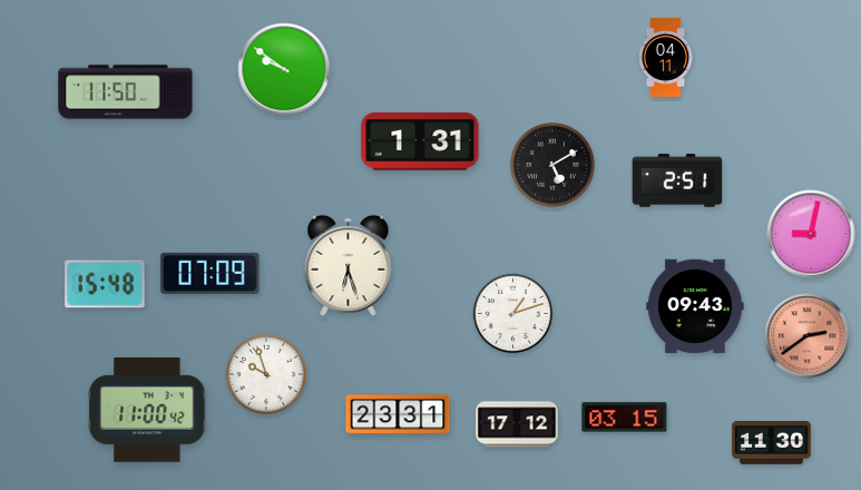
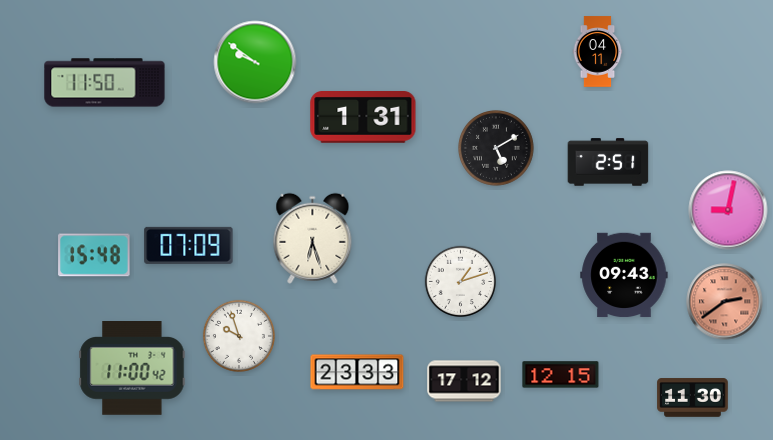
clock at (126, 92) position: (126, 92) -> (105, 83)
clock at (420, 143) position: (420, 143) -> (363, 118)
clock at (398, 414): 23:31 -> 23:33
clock at (625, 418): 03:15 -> 12:15
